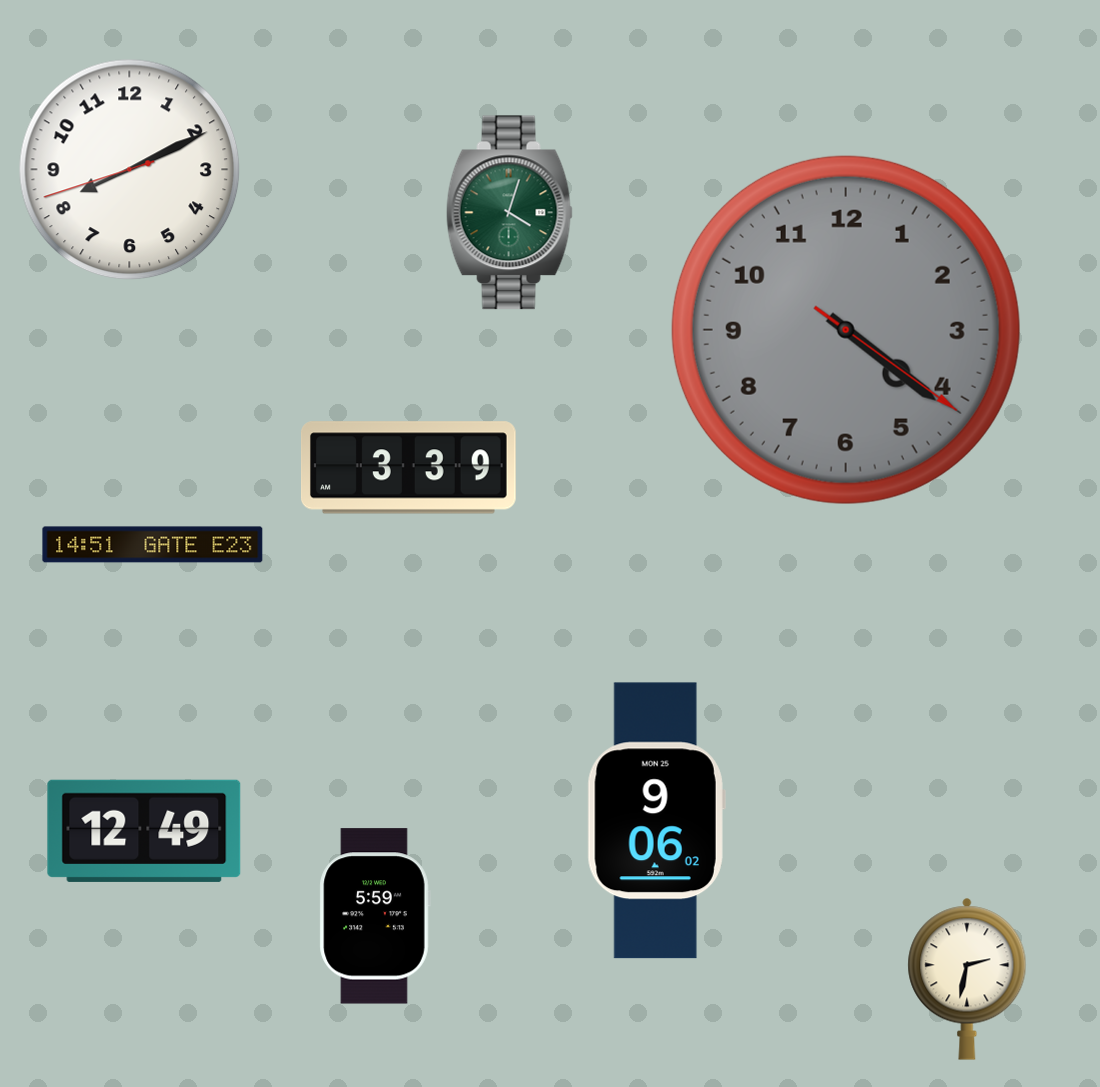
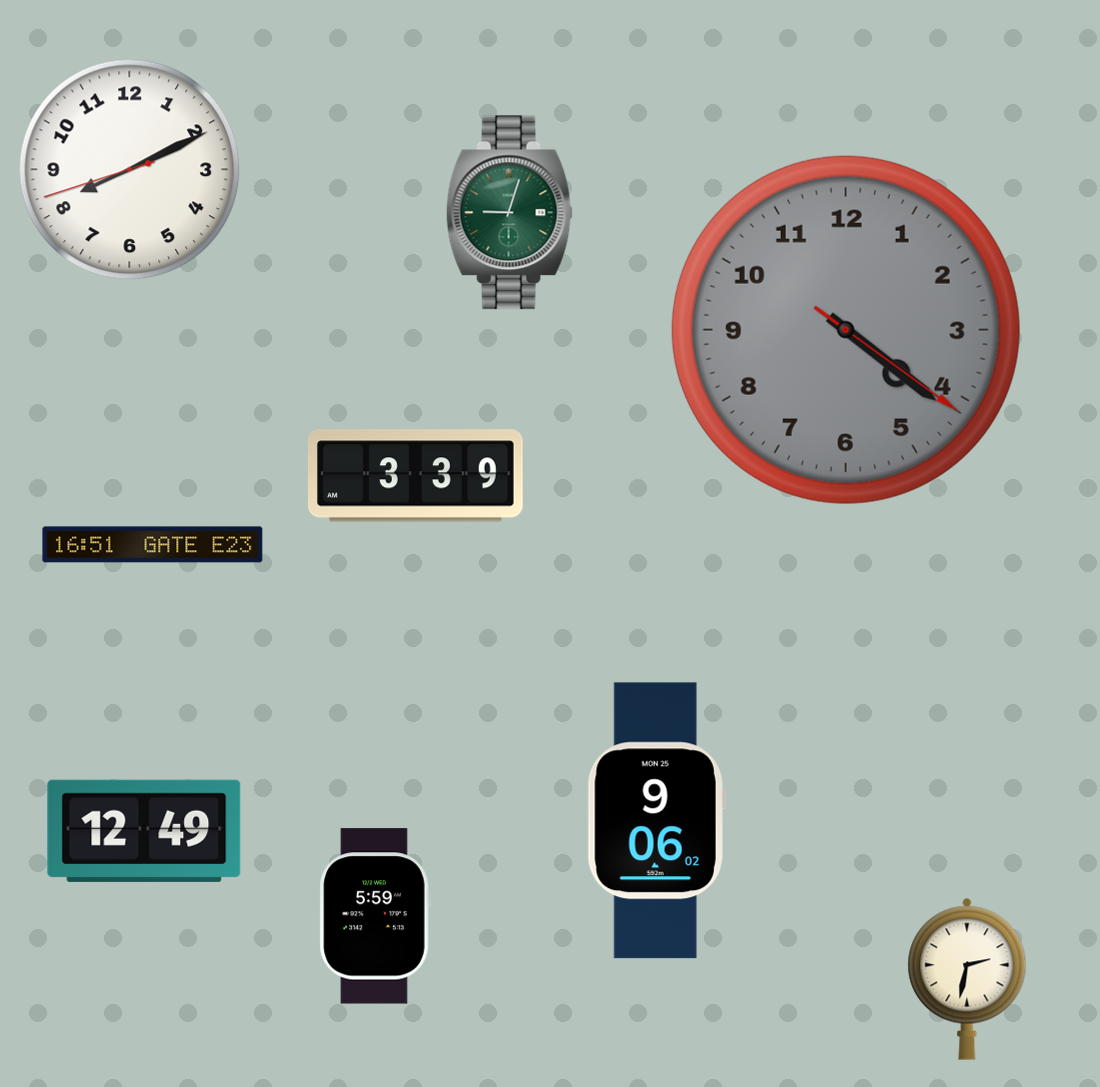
clock at (509, 213): 4:03 -> 9:03
clock at (409, 468) position: (409, 468) -> (416, 476)
clock at (153, 545): 14:51 -> 16:51
